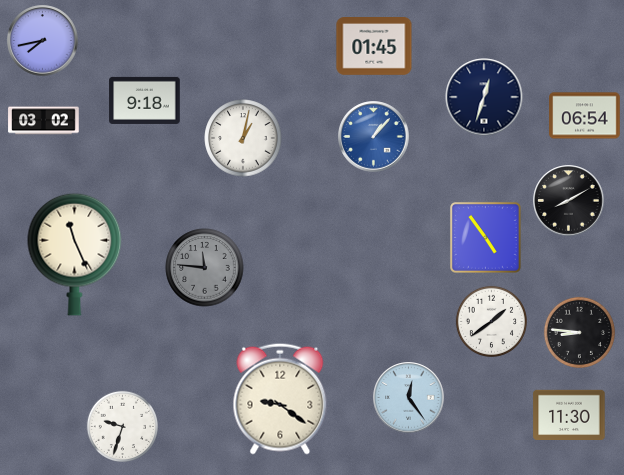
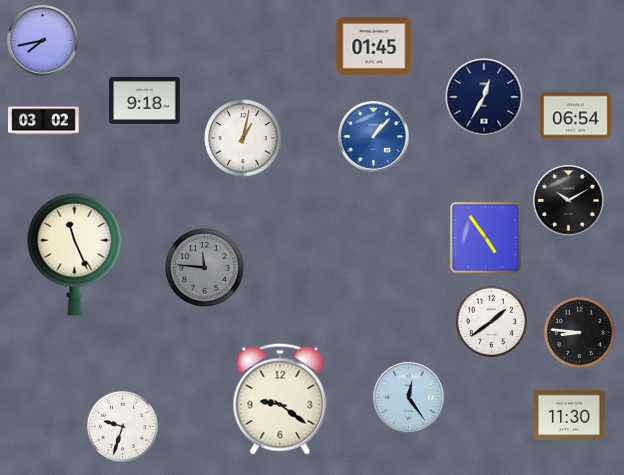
clock at (484, 97): 12:33 -> 12:35
clock at (585, 116) position: (585, 116) -> (576, 116)
clock at (569, 201): 8:10 -> 10:10
